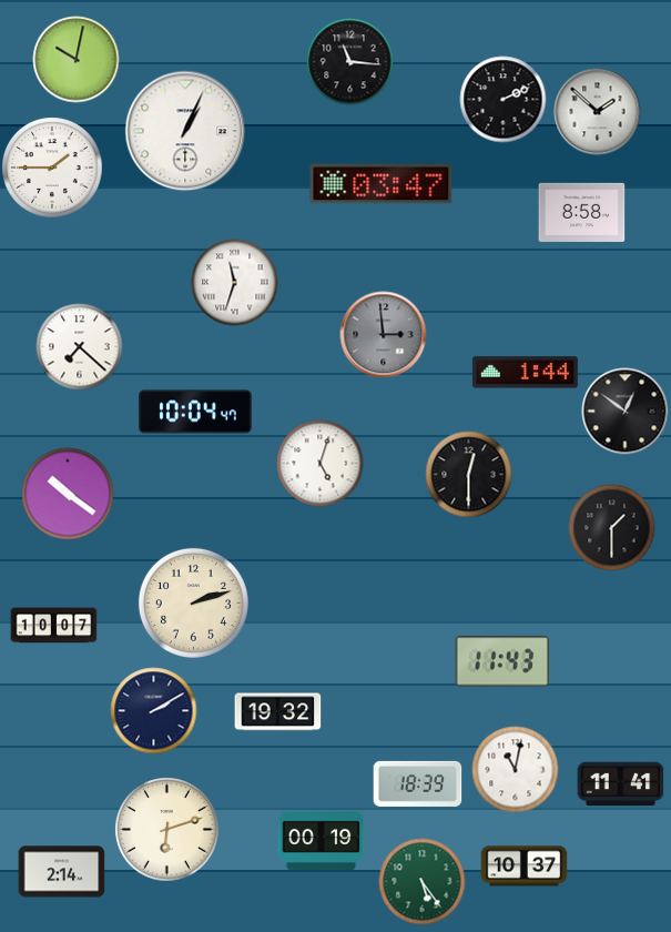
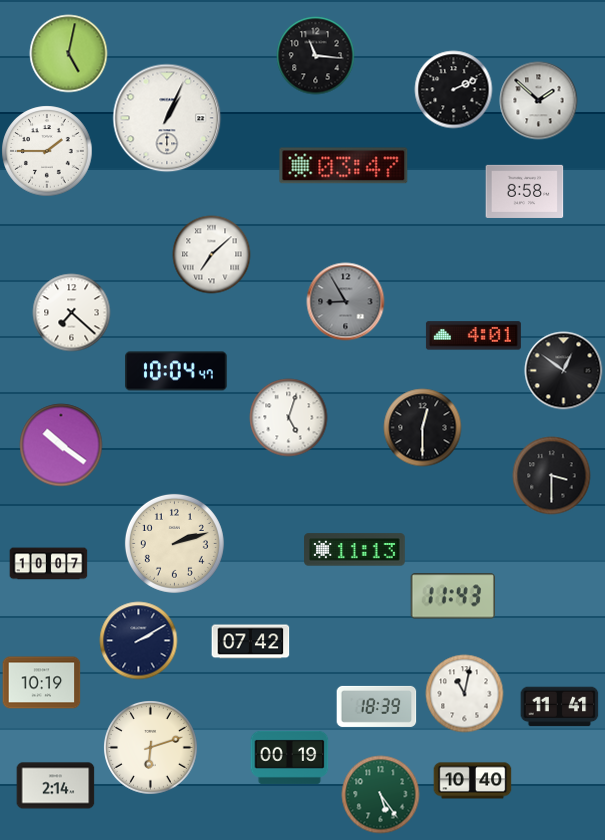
clock at (75, 59): 10:02 -> 5:02
clock at (234, 282): 11:33 -> 7:08
clock at (383, 334): 2:59 -> 8:55
clock at (525, 373): 1:44 -> 4:01
clock at (611, 527): 1:30 -> 3:30
clock at (355, 550): none -> 11:13
clock at (277, 712): 19:32 -> 07:42
clock at (41, 683): none -> 10:19
clock at (523, 867): 10:37 -> 10:40
